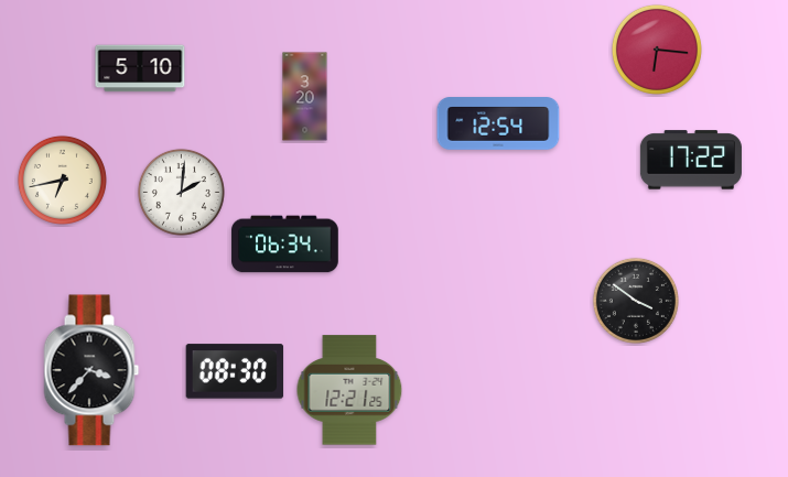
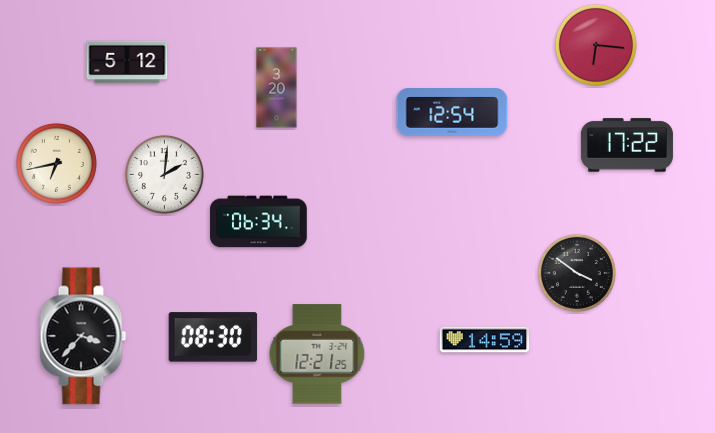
clock at (140, 68): 5:10 -> 5:12
clock at (485, 340): none -> 14:59
